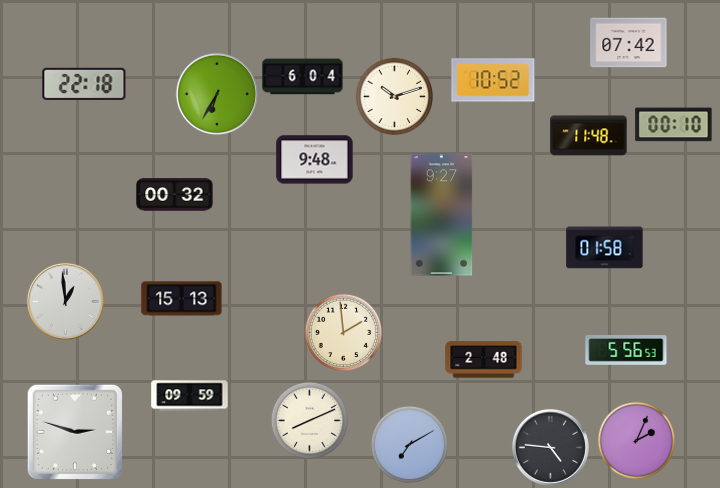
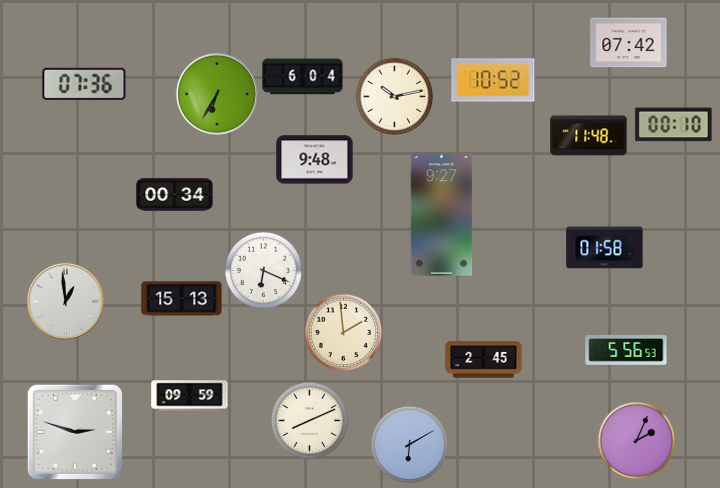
clock at (84, 84): 22:18 -> 07:36
clock at (394, 96): 10:12 -> 10:13
clock at (175, 195): 00:32 -> 00:34
clock at (263, 270): none -> 6:19
clock at (484, 360): 2:48 -> 2:45
clock at (409, 444): 7:10 -> 6:10
clock at (550, 447): 4:46 -> none
